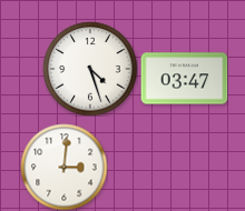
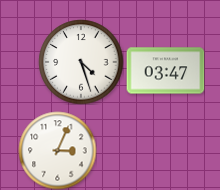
clock at (63, 167): 3:01 -> 3:04
